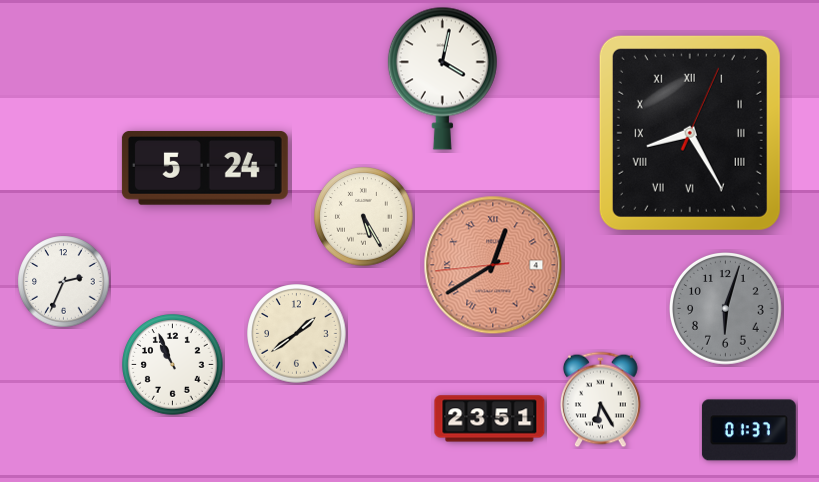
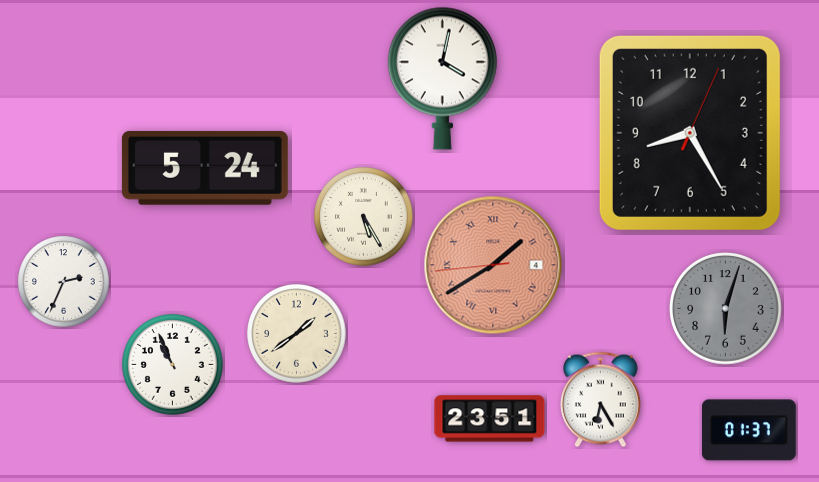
clock at (690, 133) numerals: Roman -> Arabic
clock at (493, 265): 12:39 -> 1:39
